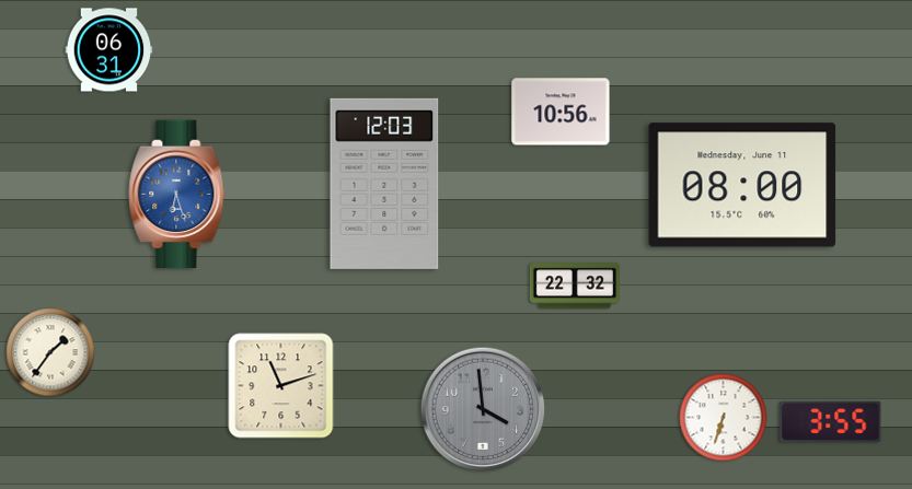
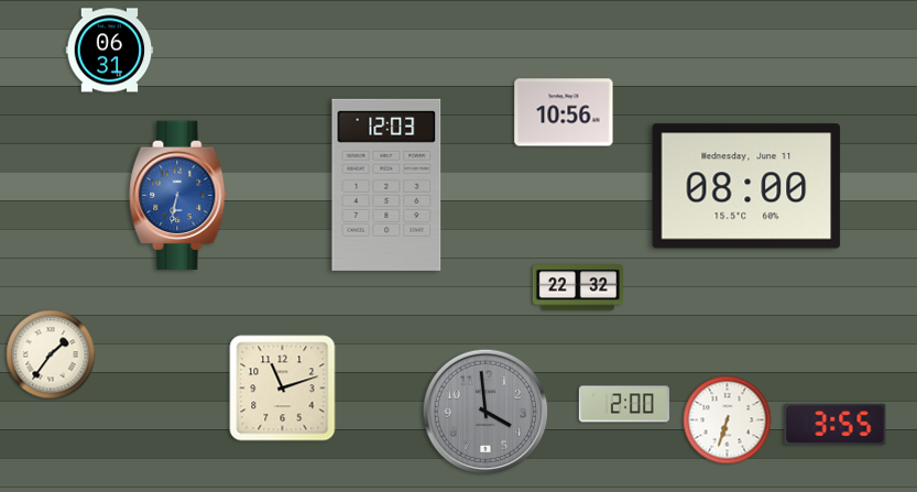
clock at (177, 195): 6:27 -> 6:32
clock at (624, 404): none -> 2:00
